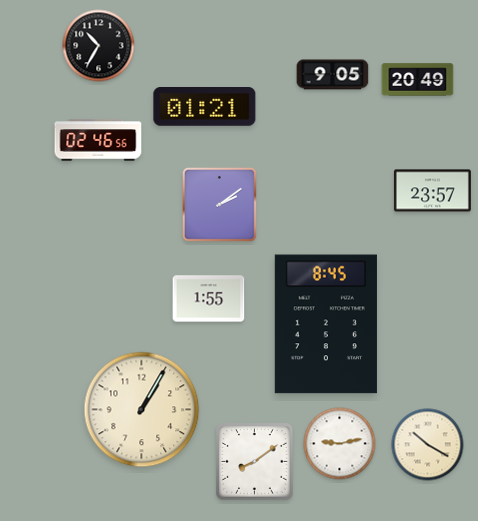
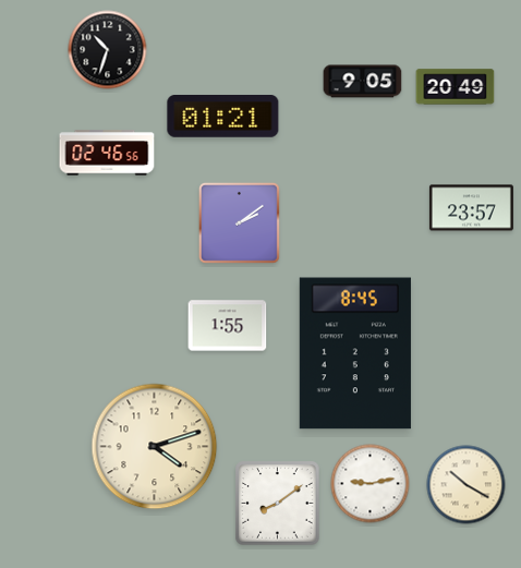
clock at (99, 46): 10:35 -> 10:33
clock at (142, 410): 1:05 -> 4:12
